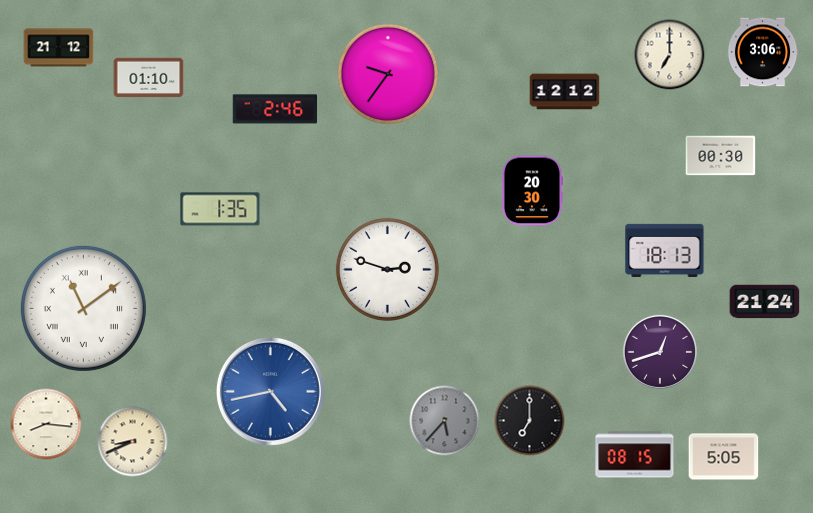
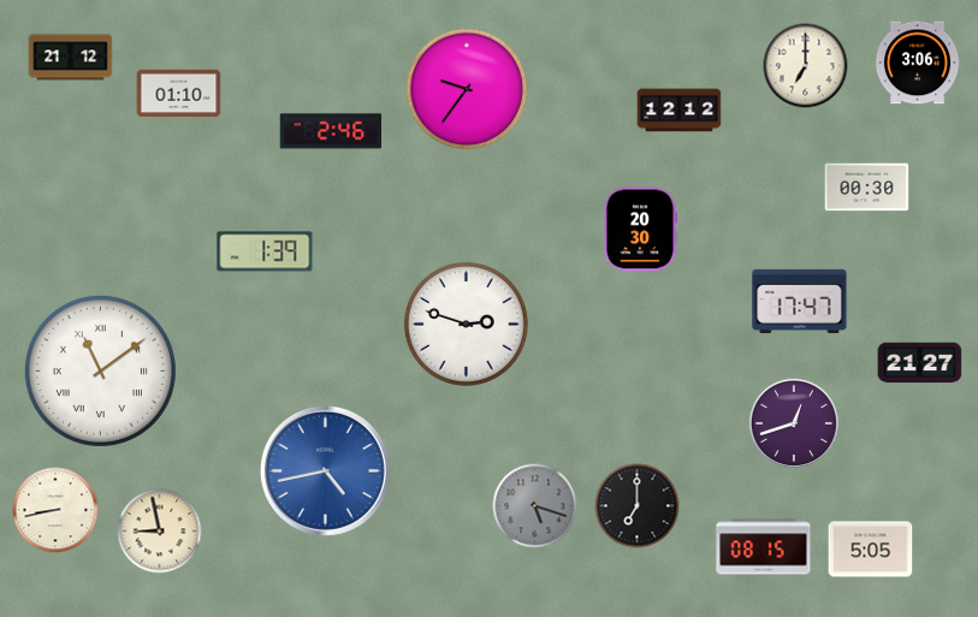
clock at (220, 209): 1:35 -> 1:39
clock at (665, 250): 18:13 -> 17:47
clock at (765, 302): 21:24 -> 21:27
clock at (445, 421): 5:37 -> 5:18
clock at (46, 424): 8:16 -> 8:43
clock at (133, 442): 8:41 -> 8:58
